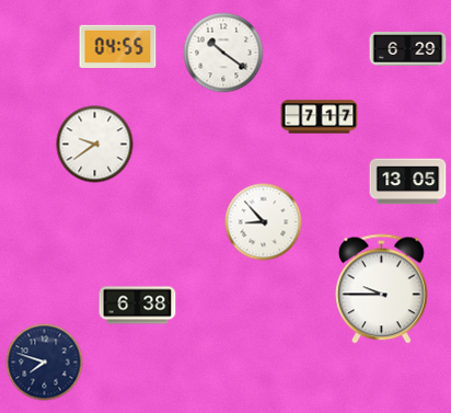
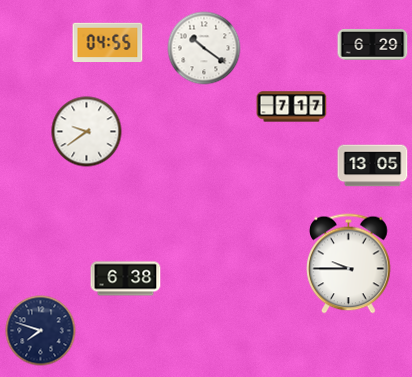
clock at (264, 222): 8:53 -> none
